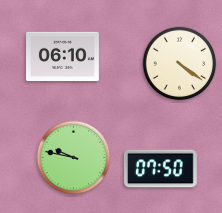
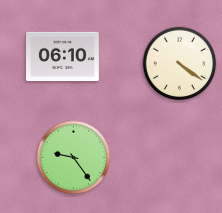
clock at (74, 158): 9:47 -> 9:24
clock at (161, 169): 07:50 -> none
